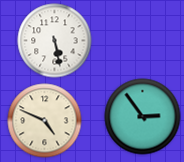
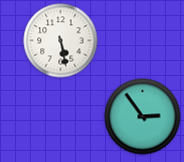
clock at (55, 41) position: (55, 41) -> (61, 41)
clock at (45, 121): 4:49 -> none
